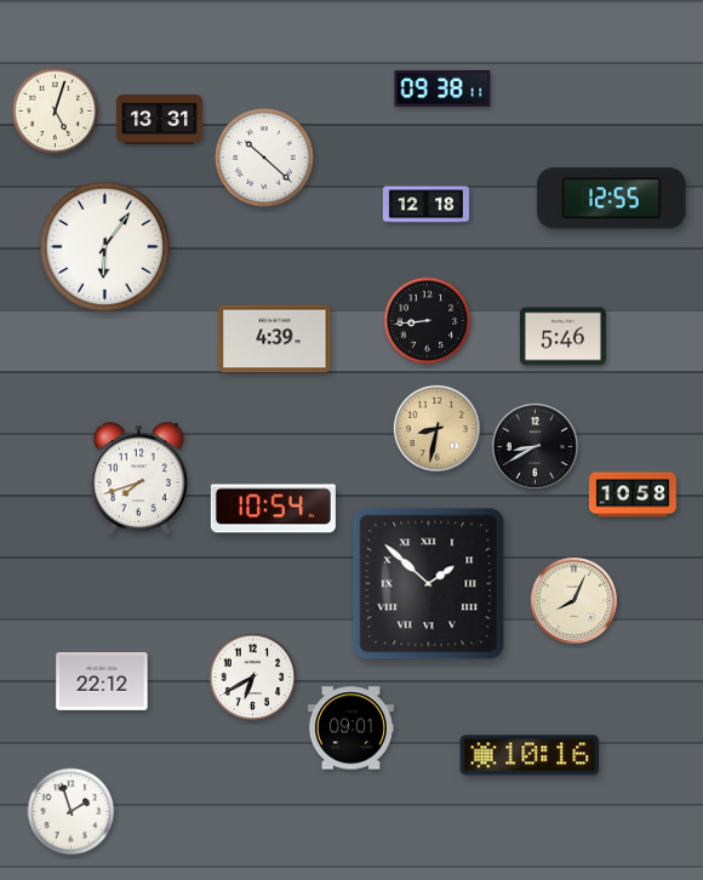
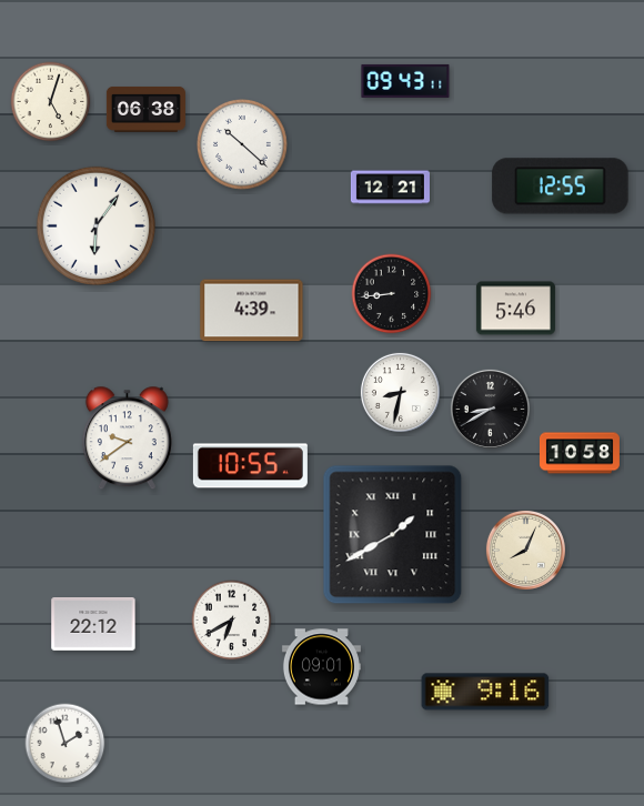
clock at (442, 88): 09:38 -> 09:43
clock at (159, 119): 13:31 -> 06:38
clock at (612, 199) position: (612, 199) -> (561, 187)
clock at (425, 205): 12:18 -> 12:21
clock at (436, 428) dial: champagne -> white
clock at (138, 479): 7:42 -> 9:39
clock at (273, 509): 10:54 -> 10:55
clock at (429, 584): 1:52 -> 1:40
clock at (530, 755): 10:16 -> 9:16
